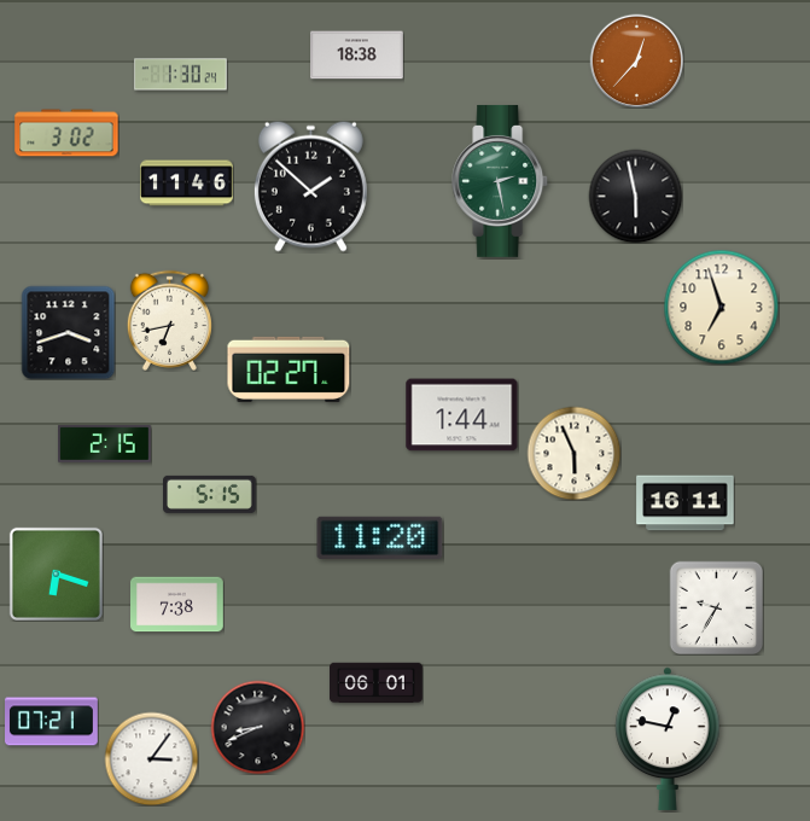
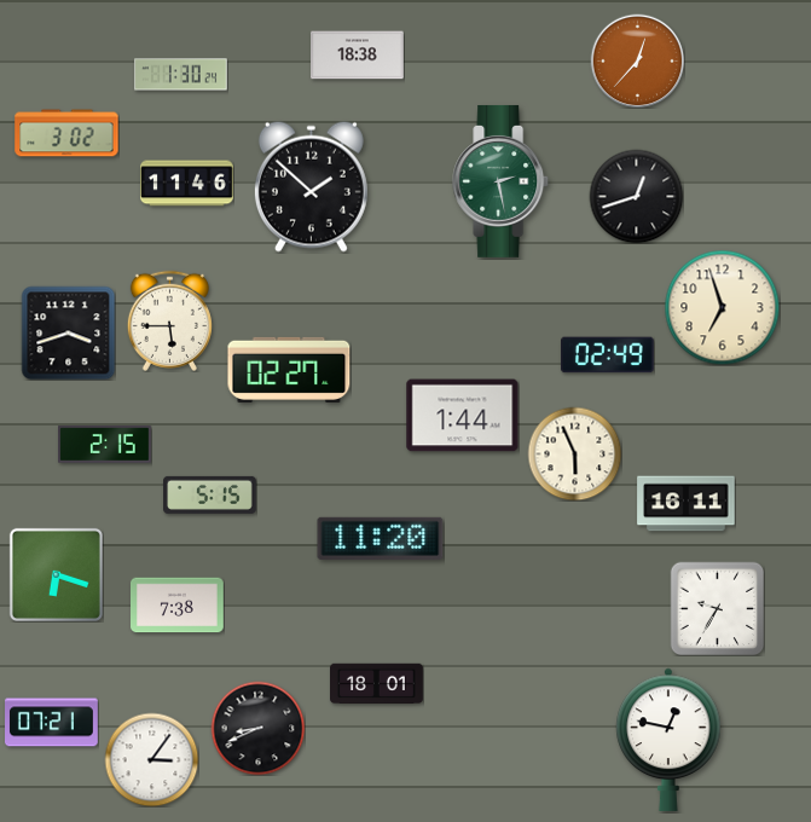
clock at (635, 196): 5:58 -> 12:42
clock at (169, 320): 6:43 -> 5:45
clock at (607, 355): none -> 02:49
clock at (377, 683): 06:01 -> 18:01
